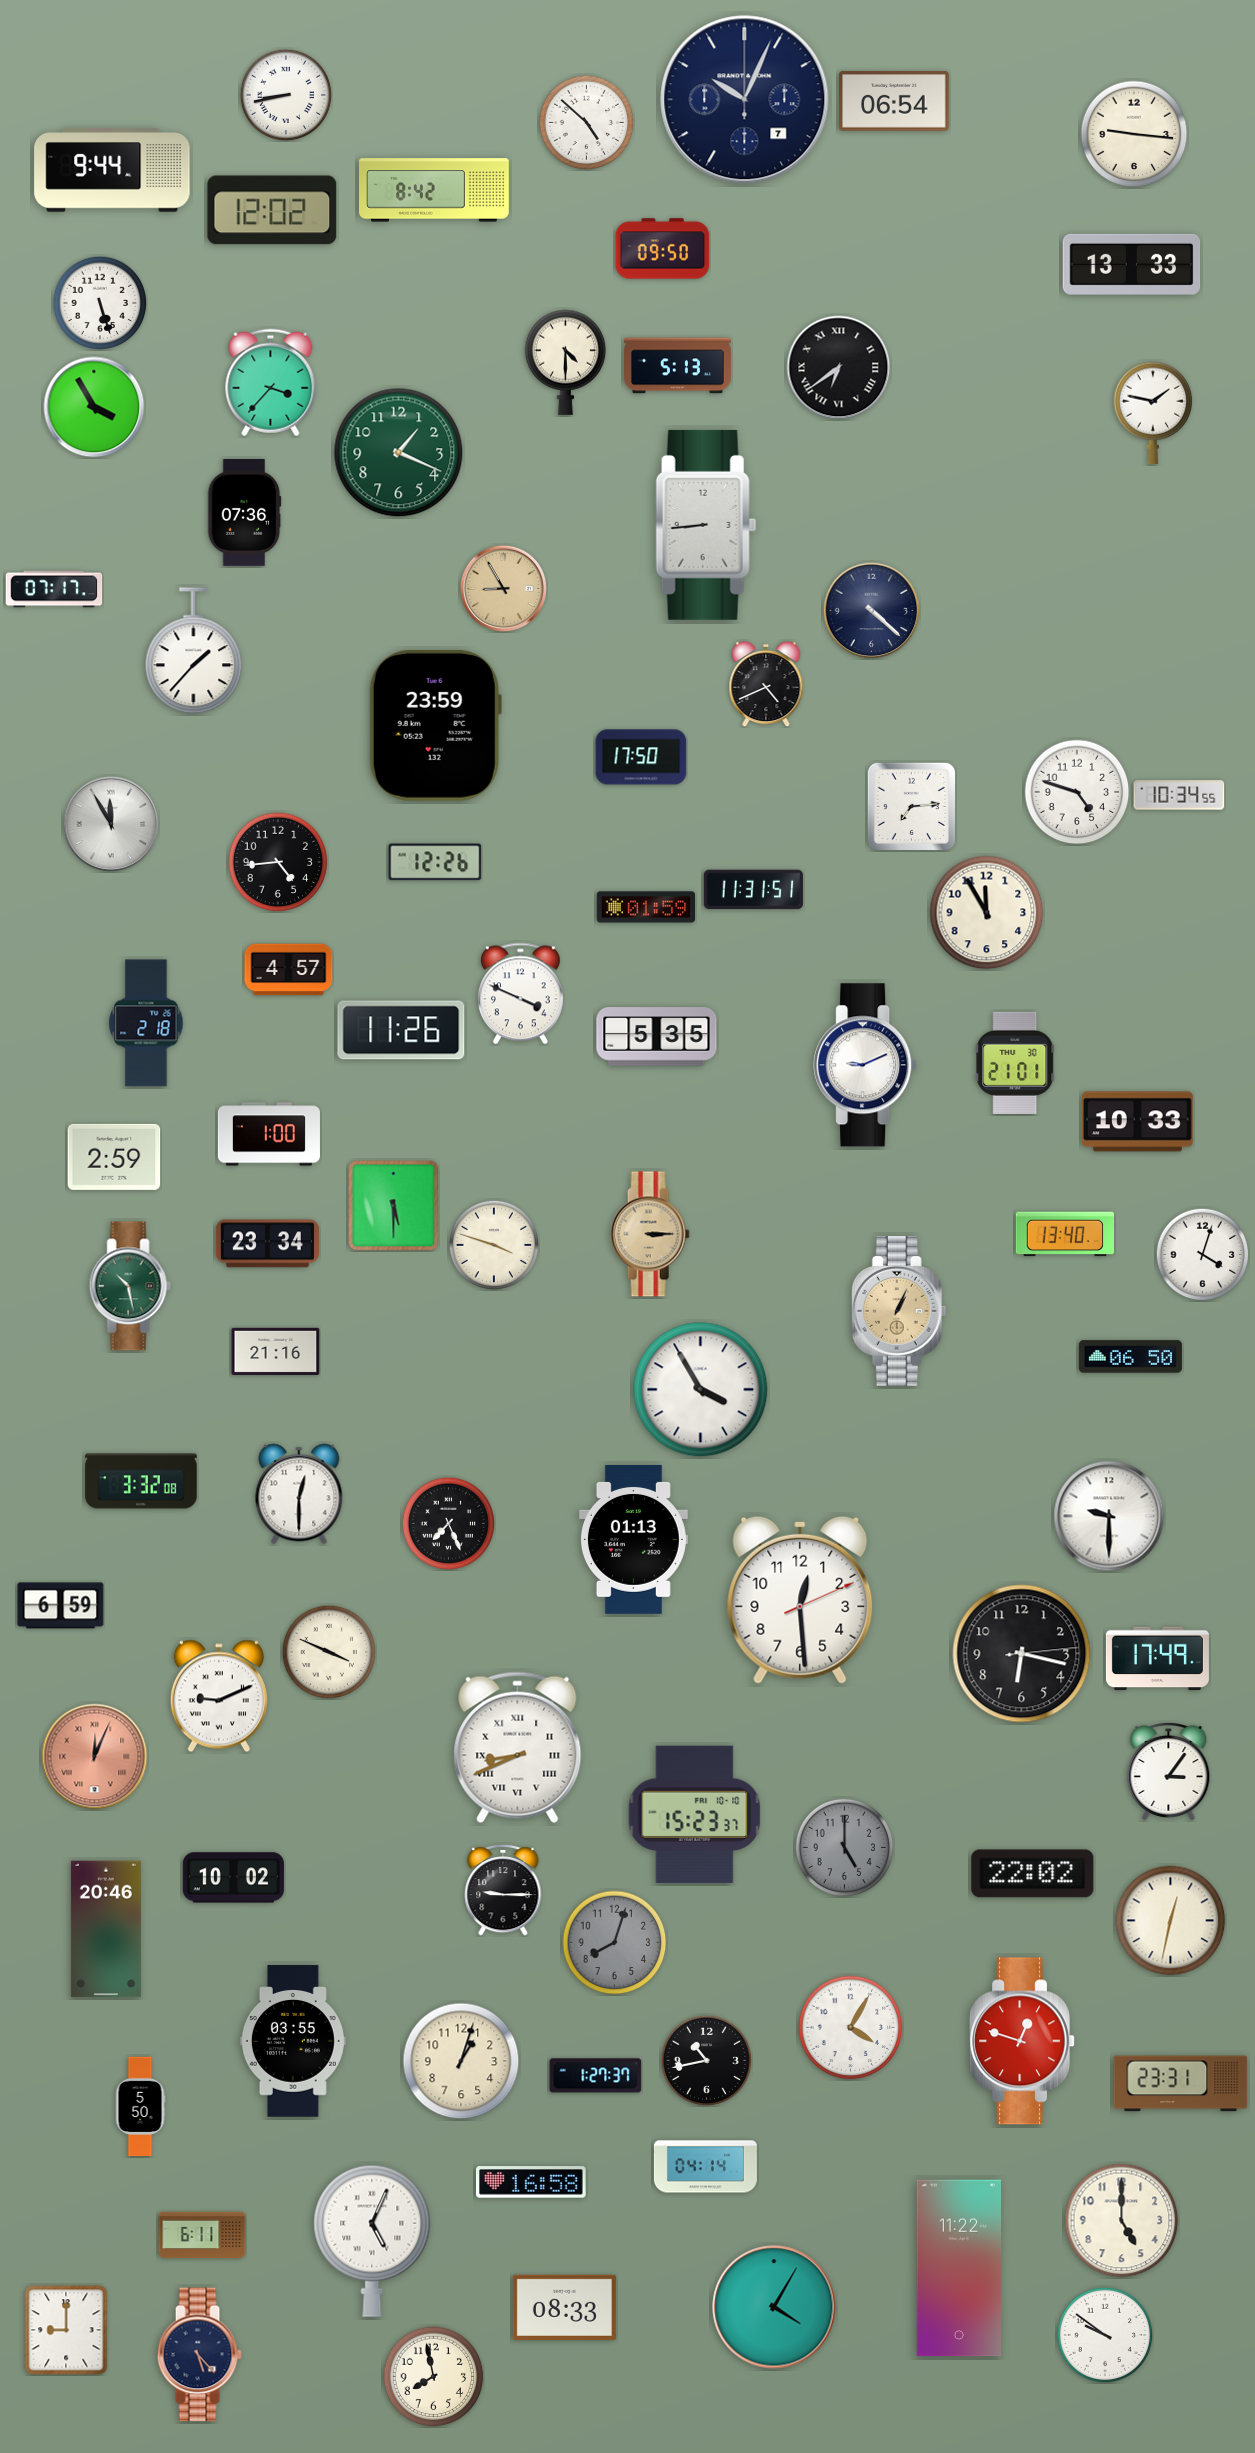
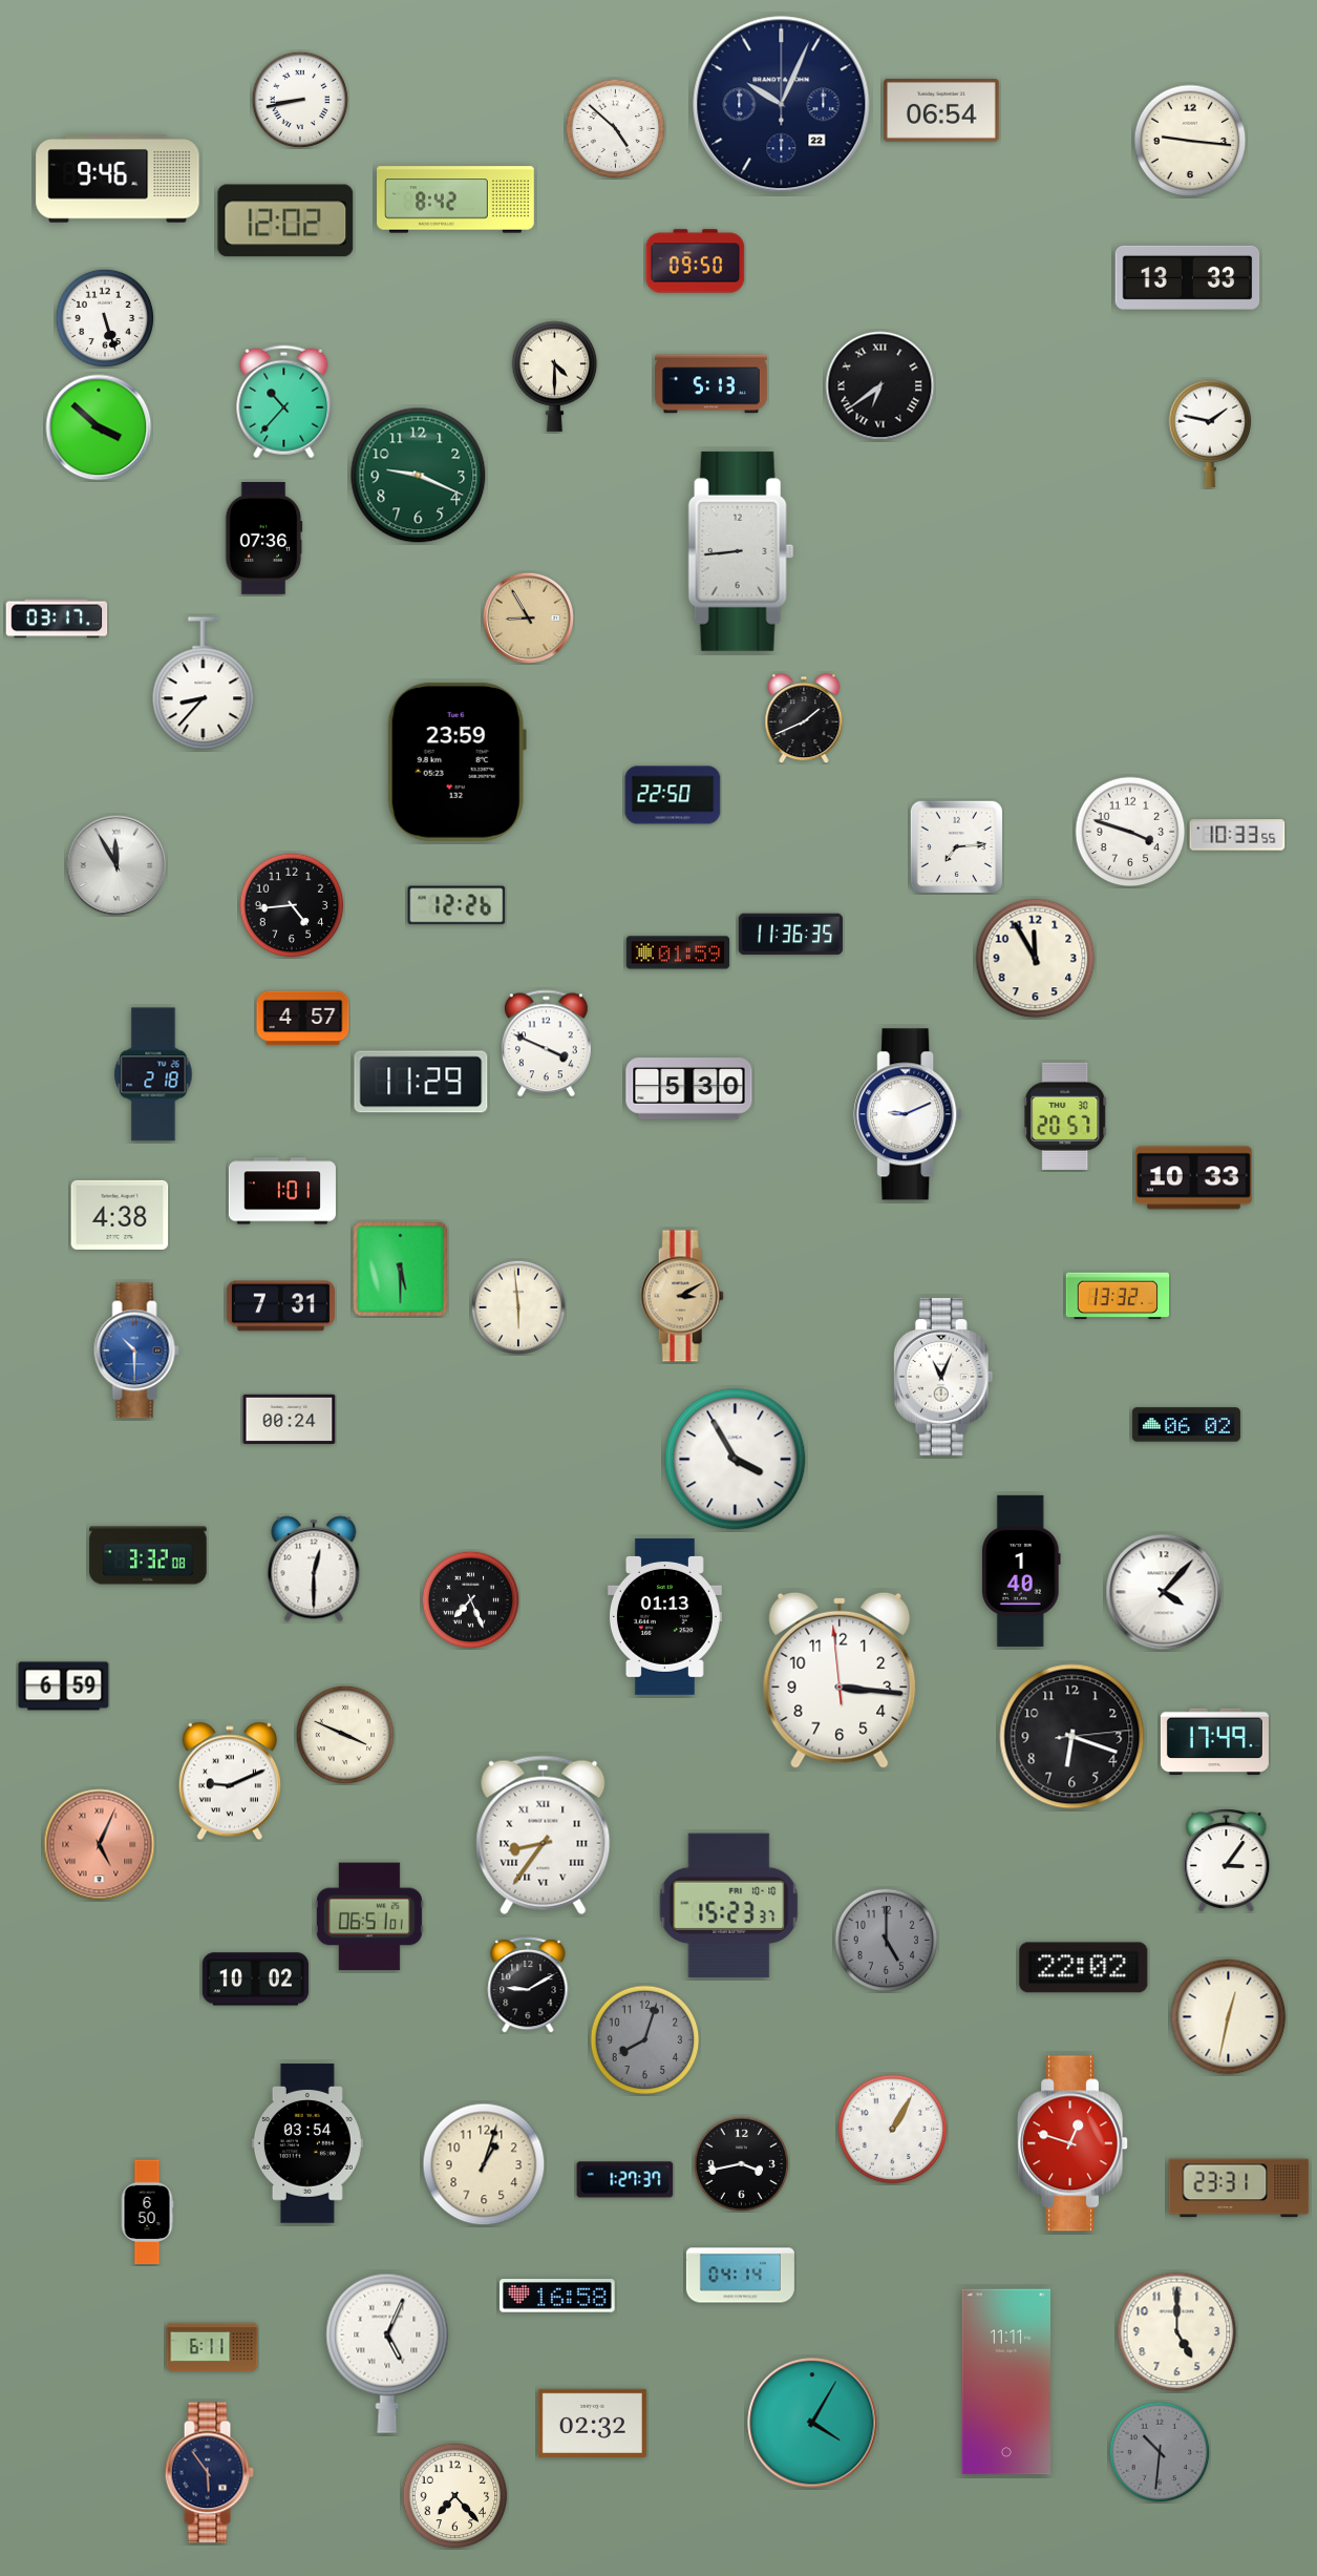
clock at (745, 100) date: 7 -> 22
clock at (894, 101) position: (894, 101) -> (941, 110)
clock at (112, 170): 9:44 -> 9:46
clock at (566, 362) position: (566, 362) -> (555, 376)
clock at (271, 383): 3:37 -> 10:37
clock at (94, 407): 3:55 -> 3:52
clock at (399, 453): 1:19 -> 9:19
clock at (244, 512) position: (244, 512) -> (263, 538)
clock at (54, 589): 07:17 -> 03:17
clock at (872, 611): 4:22 -> none
clock at (194, 651): 1:37 -> 8:37
clock at (766, 684): 4:41 -> 1:41
clock at (641, 757): 17:50 -> 22:50
clock at (1077, 792): 4:48 -> 3:48
clock at (1179, 795): 10:34 -> 10:33
clock at (753, 890): 11:31 -> 11:36
clock at (401, 1030): 11:26 -> 11:29
clock at (657, 1037): 5:35 -> 5:30
clock at (1015, 1063): 21:01 -> 20:57
clock at (865, 1065) position: (865, 1065) -> (908, 1114)
clock at (269, 1134): 1:00 -> 1:01
clock at (114, 1157): 2:59 -> 4:38
clock at (394, 1206) position: (394, 1206) -> (401, 1270)
clock at (650, 1234): 3:15 -> 3:10
clock at (1065, 1234): 13:40 -> 13:32
clock at (267, 1244): 23:34 -> 7:31
clock at (494, 1245): 3:48 -> 5:59
clock at (1202, 1254): 4:03 -> none
clock at (130, 1286): 10:28 -> 10:30
clock at (130, 1286) dial: green -> blue
clock at (899, 1311): 1:04 -> 11:04
clock at (899, 1311) dial: champagne -> white
clock at (276, 1351): 21:16 -> 00:24
clock at (1130, 1357): 06:50 -> 06:02
clock at (1021, 1571): none -> 1:40
clock at (1109, 1516): 9:30 -> 4:07
clock at (800, 1600): 12:29 -> 3:15
clock at (1022, 1654): 6:17 -> 6:18
clock at (518, 1748): 8:41 -> 8:36
clock at (95, 1757): 12:04 -> 5:04
clock at (369, 1917): none -> 06:51
clock at (233, 1878) position: (233, 1878) -> (255, 1980)
clock at (503, 1890): 9:15 -> 9:10
clock at (106, 1929): 20:46 -> none
clock at (851, 2028): 4:05 -> 1:05
clock at (293, 2041): 03:55 -> 03:54
clock at (706, 2060): 10:43 -> 3:43
clock at (140, 2107): 5:50 -> 6:50
clock at (532, 2182) position: (532, 2182) -> (558, 2296)
clock at (372, 2241) position: (372, 2241) -> (387, 2353)
clock at (958, 2268): 11:22 -> 11:11
clock at (564, 2307): 08:33 -> 02:32
clock at (66, 2330): 9:00 -> none
clock at (1105, 2335): 9:51 -> 10:31
clock at (1105, 2335) dial: white -> grey
clock at (199, 2355): 5:23 -> 5:54
clock at (434, 2377): 7:58 -> 7:23
